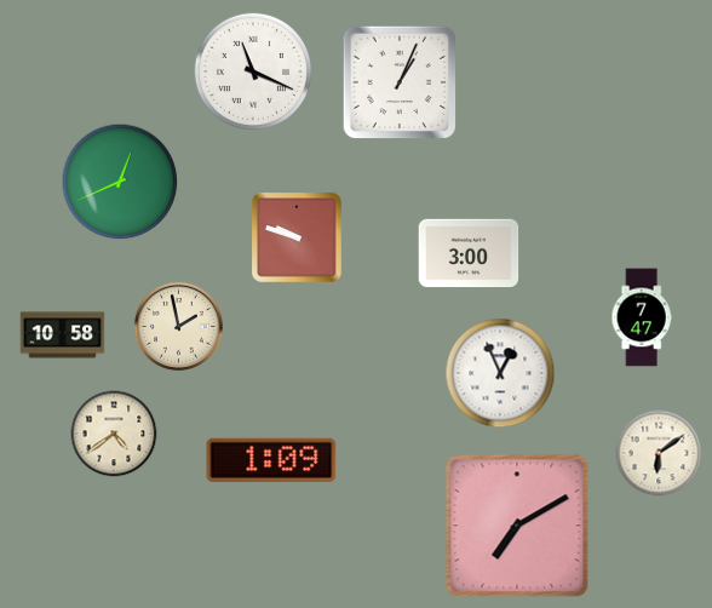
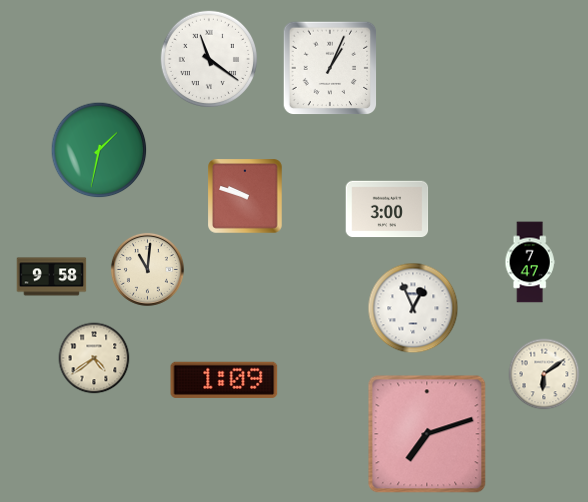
clock at (252, 70): 11:19 -> 11:21
clock at (120, 182): 12:41 -> 1:32
clock at (178, 326): 1:58 -> 11:01
clock at (63, 335): 10:58 -> 9:58
clock at (517, 526): 7:10 -> 7:12
